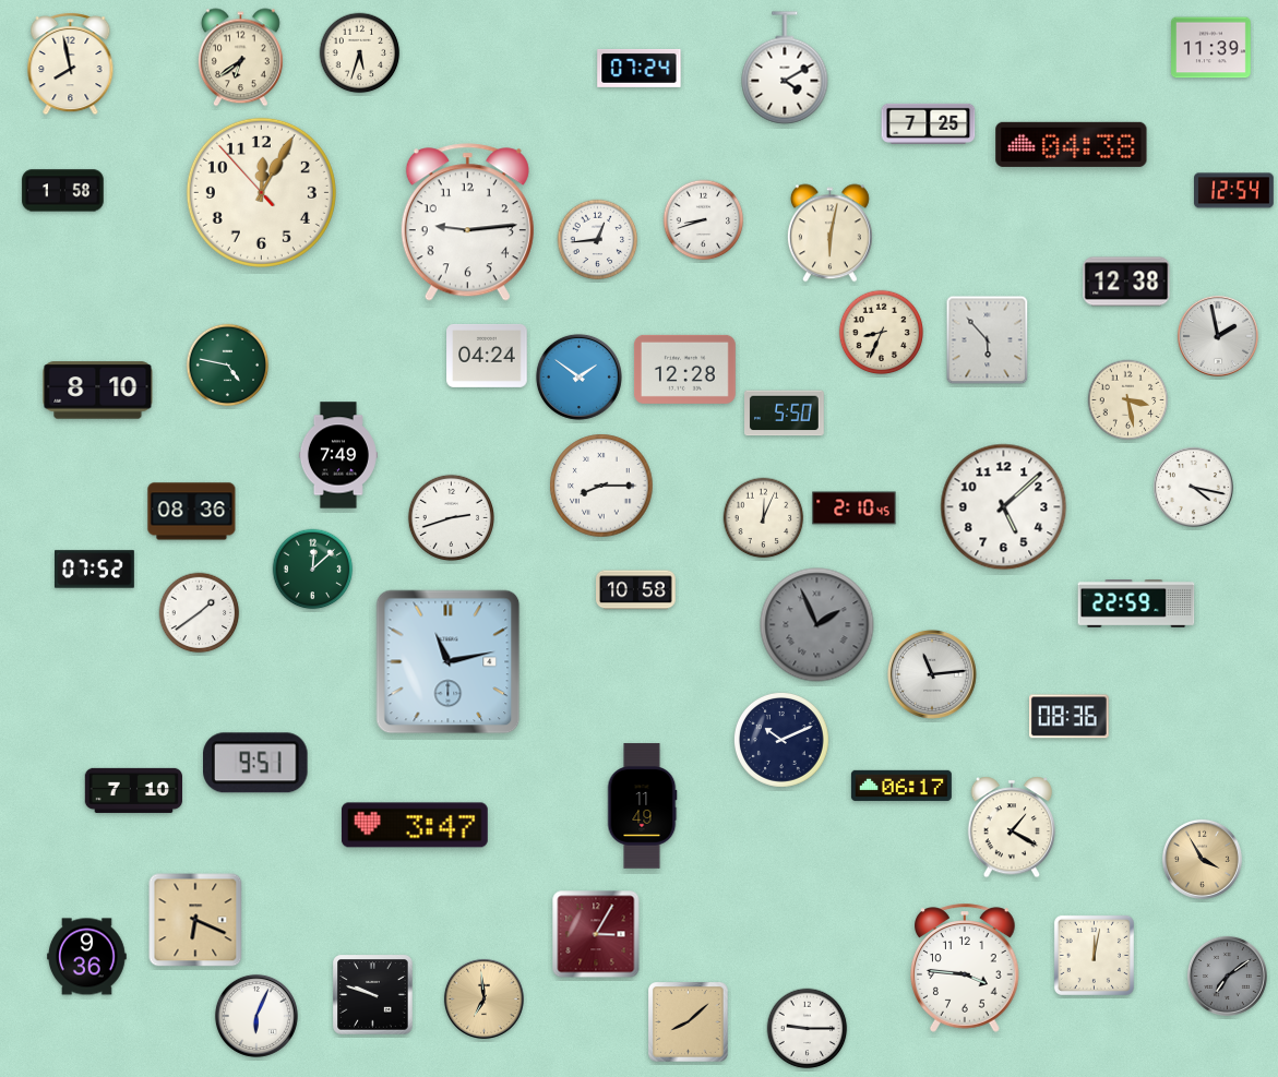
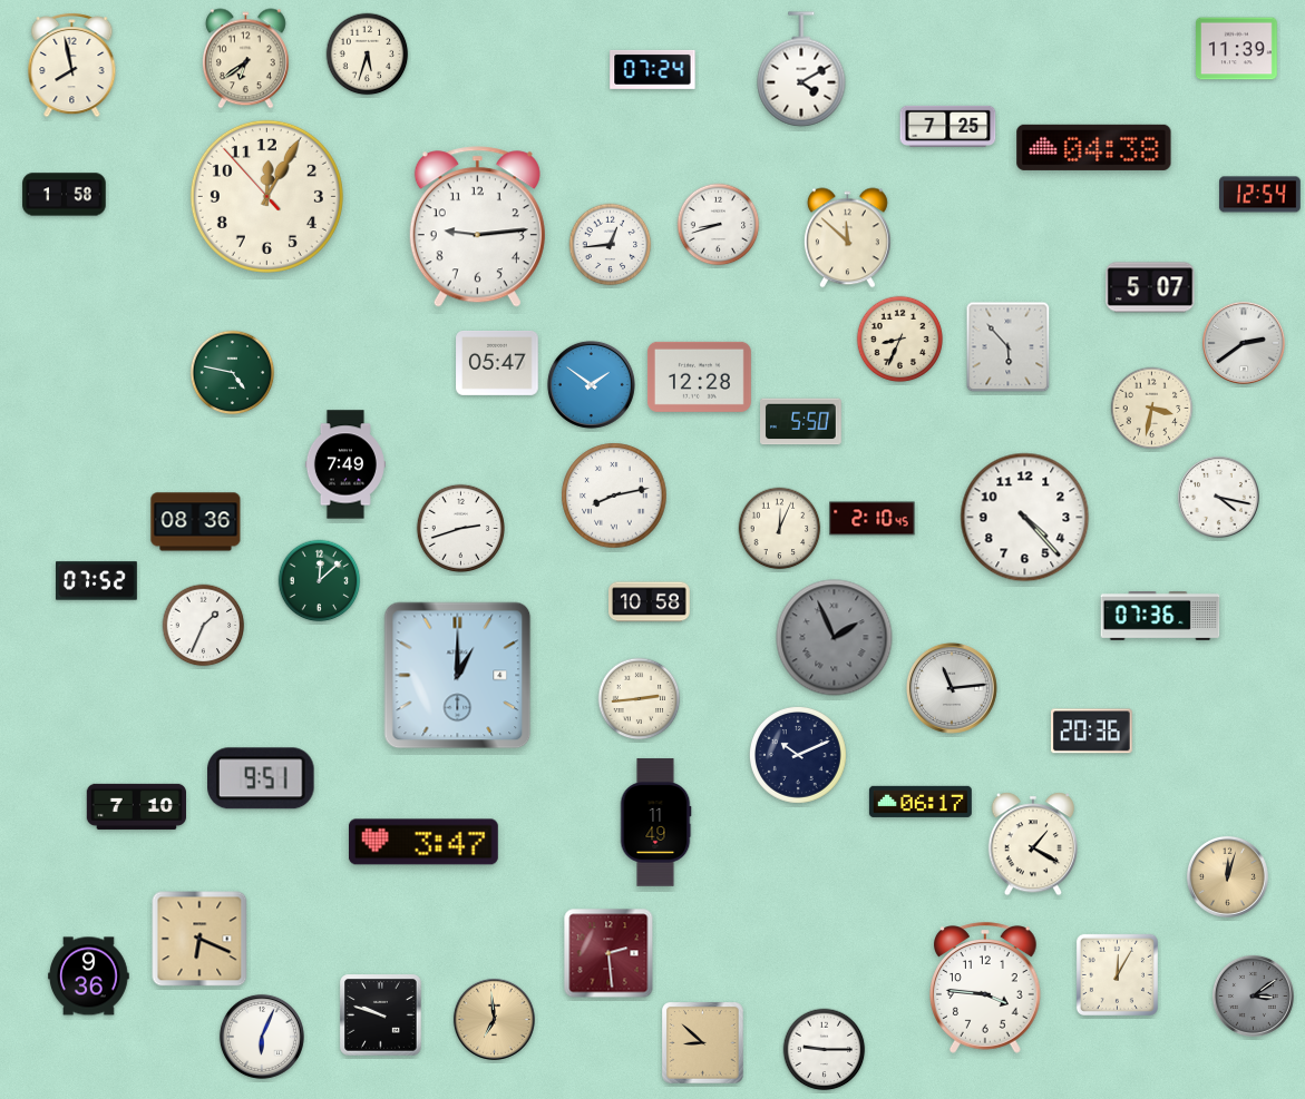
clock at (829, 234): 6:02 -> 11:52
clock at (1126, 282): 12:38 -> 5:07
clock at (1218, 336): 1:58 -> 2:39
clock at (487, 356): 04:24 -> 05:47
clock at (98, 391): 8:10 -> none
clock at (1128, 400): 3:28 -> 3:32
clock at (601, 486): 8:15 -> 8:13
clock at (1004, 507): 5:08 -> 4:23
clock at (1136, 605): 22:59 -> 07:36
clock at (200, 613): 1:39 -> 1:34
clock at (449, 662): 11:13 -> 1:00
clock at (640, 699): none -> 2:44
clock at (1068, 717): 08:36 -> 20:36
clock at (1202, 859): 3:55 -> 12:03
clock at (596, 934): 3:05 -> 2:29
clock at (1094, 955): 12:02 -> 12:05
clock at (1227, 976): 7:09 -> 3:09
clock at (689, 1022): 8:08 -> 8:52
